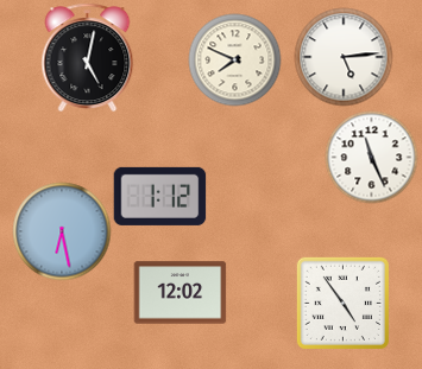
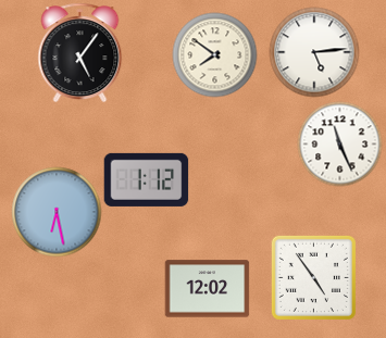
clock at (88, 57): 5:02 -> 5:06
clock at (234, 59): 7:49 -> 7:51
clock at (179, 293) position: (179, 293) -> (207, 289)
